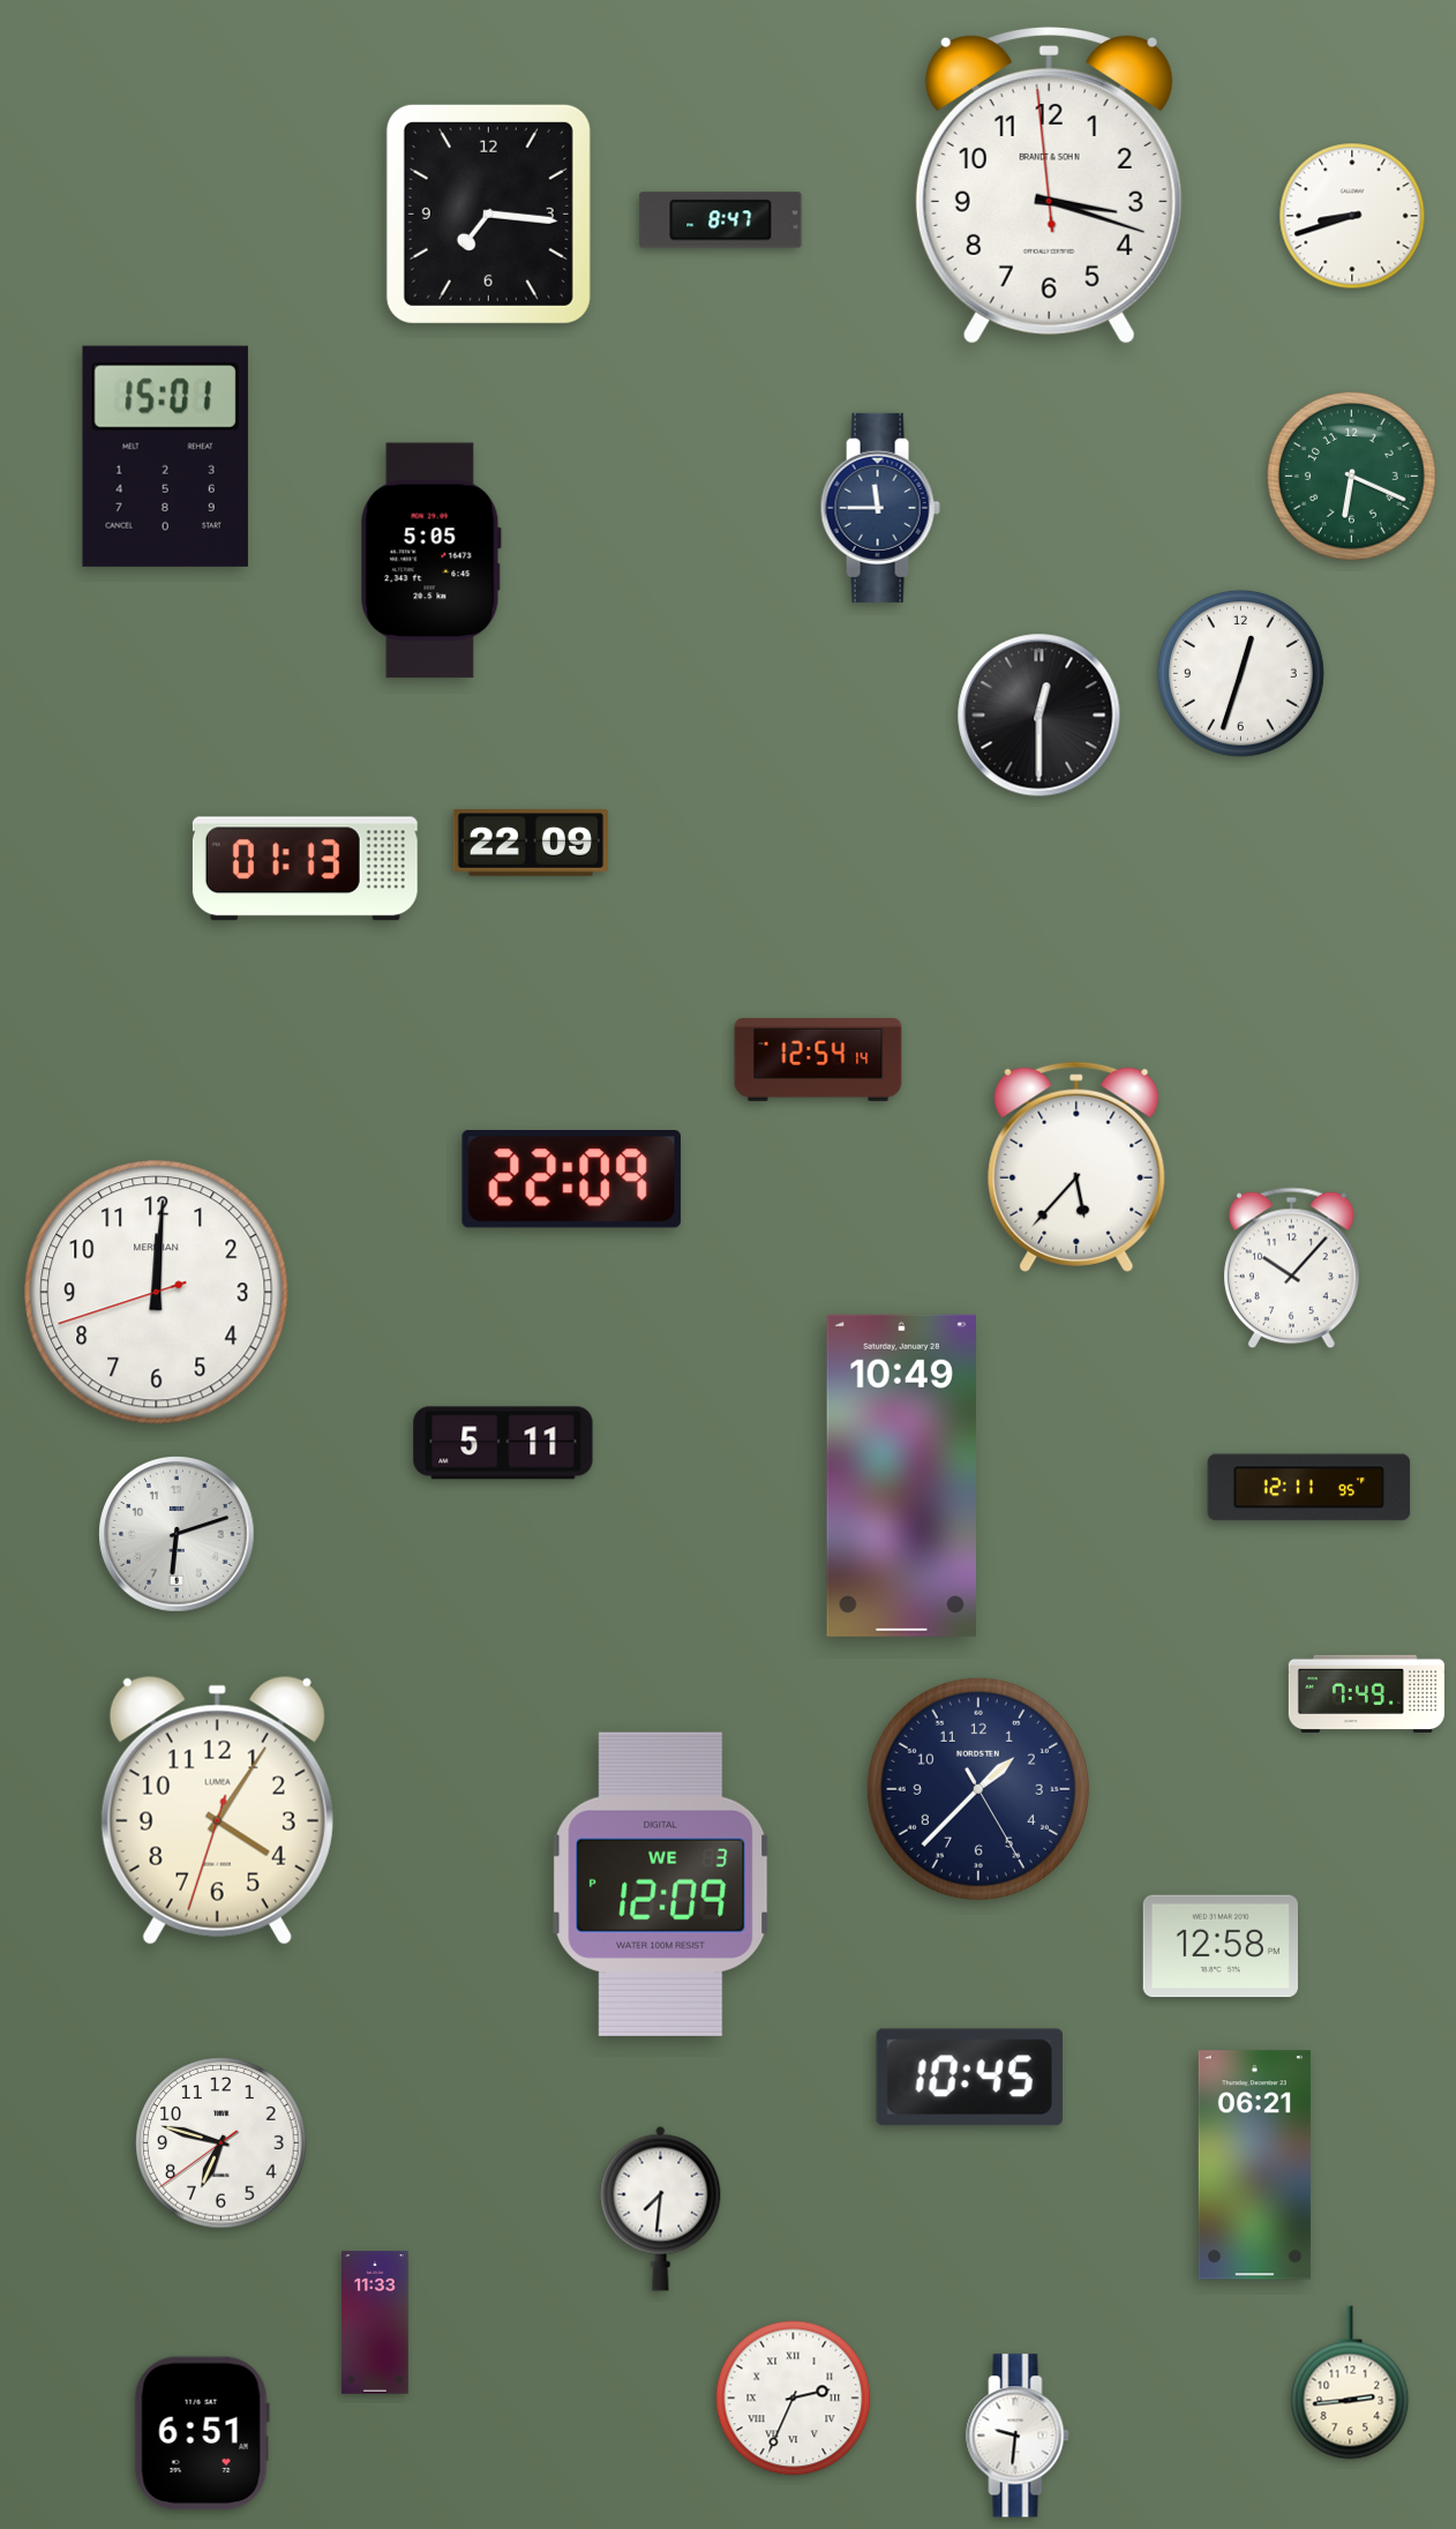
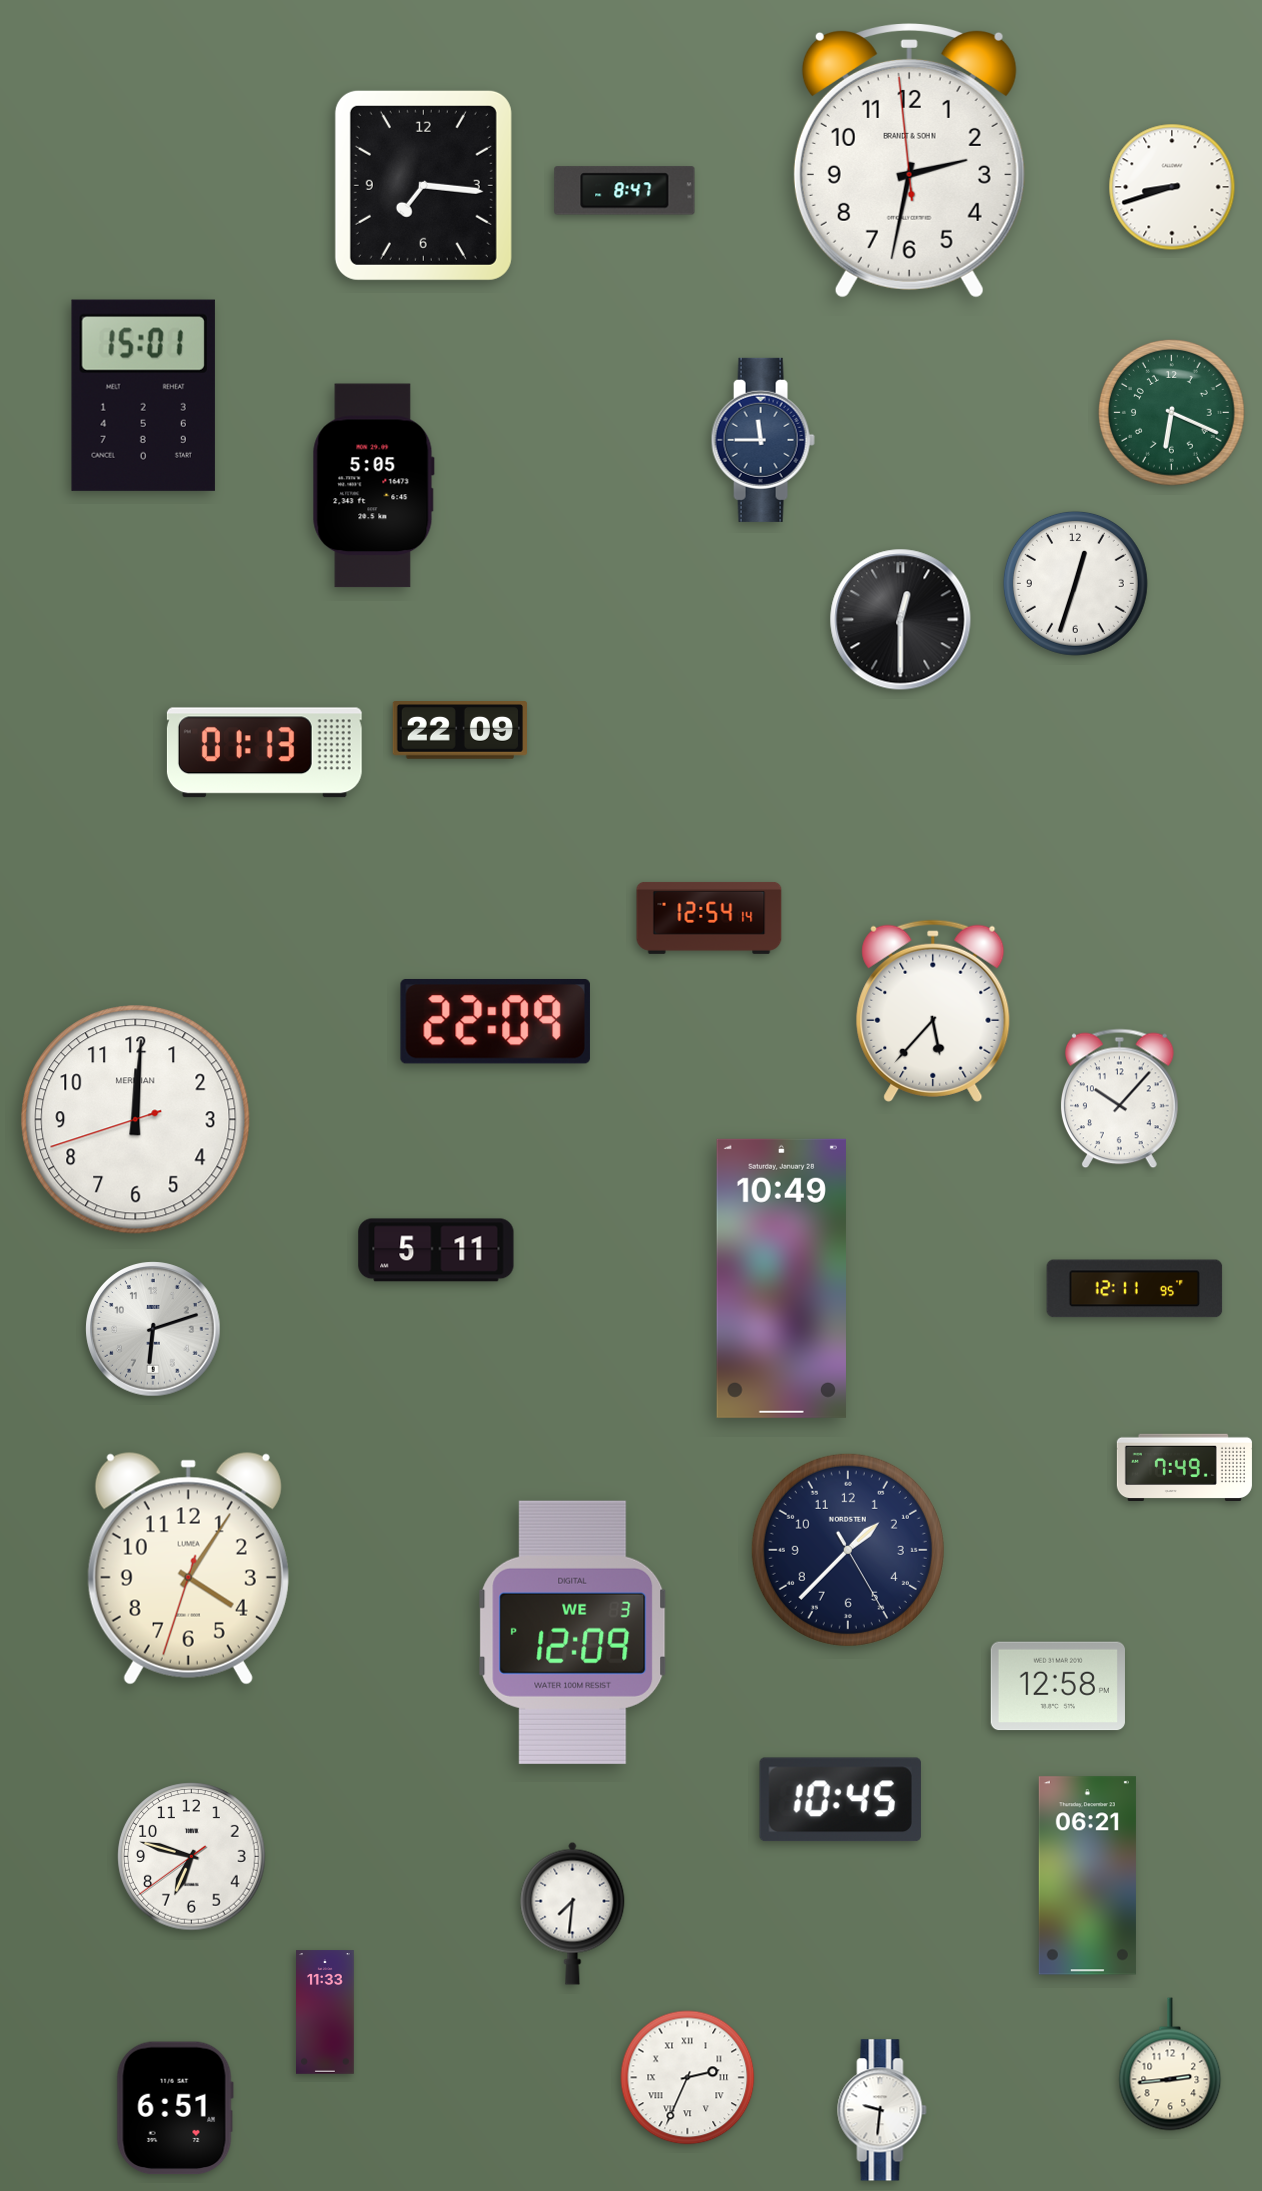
clock at (1049, 186): 3:17 -> 2:31
